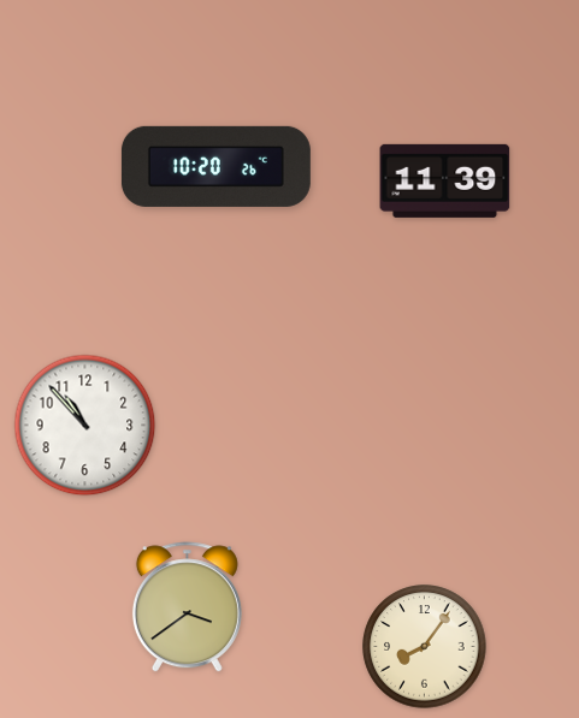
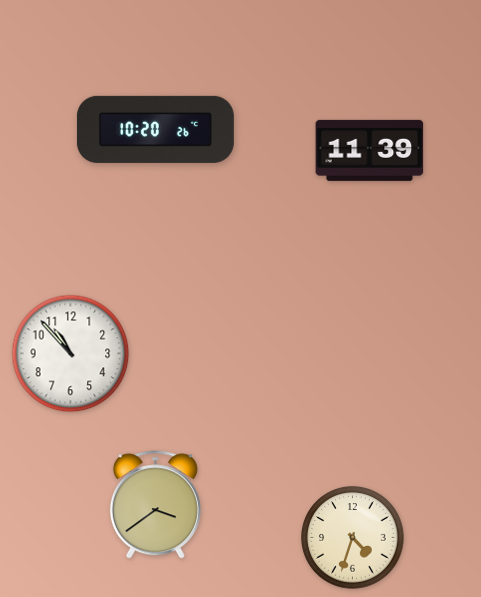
clock at (215, 166) position: (215, 166) -> (155, 129)
clock at (425, 647): 8:06 -> 4:33
